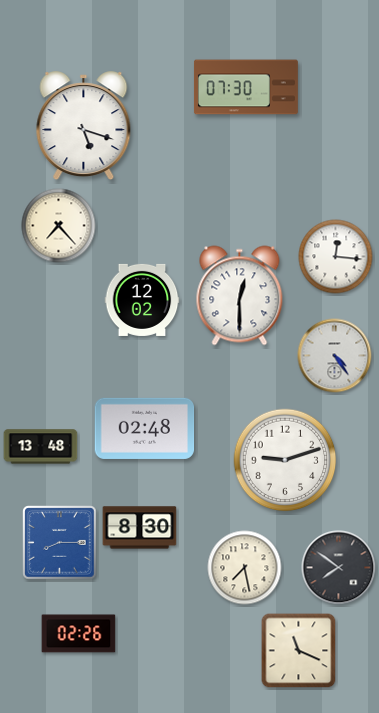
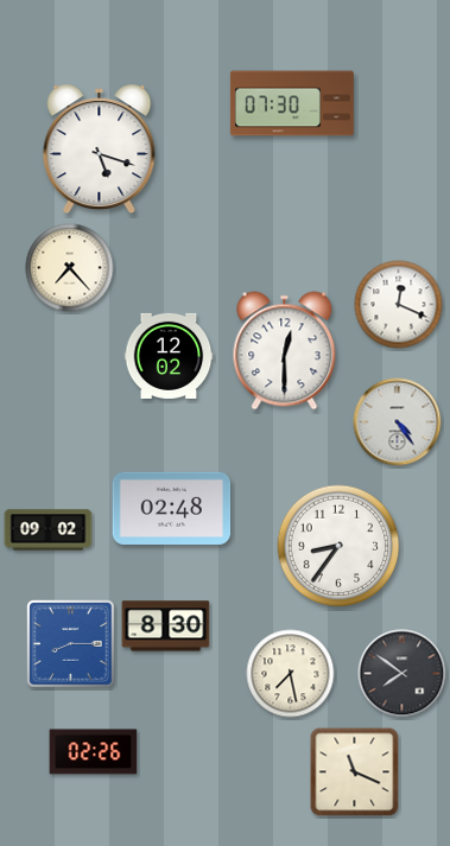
clock at (336, 257): 12:16 -> 12:19
clock at (41, 447): 13:48 -> 09:02
clock at (285, 460): 9:12 -> 8:36
